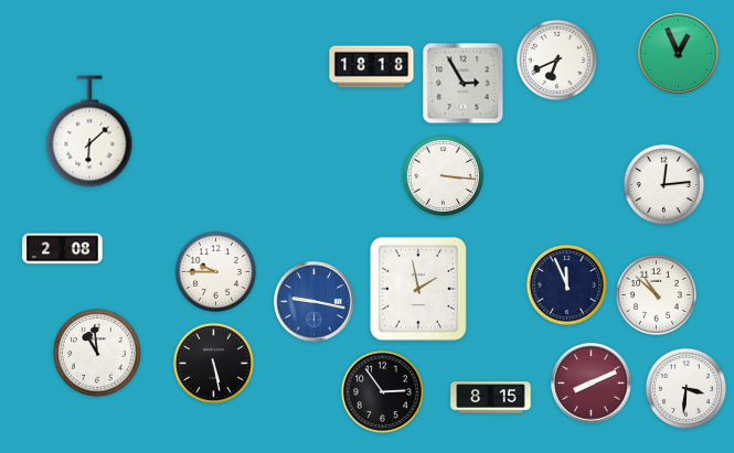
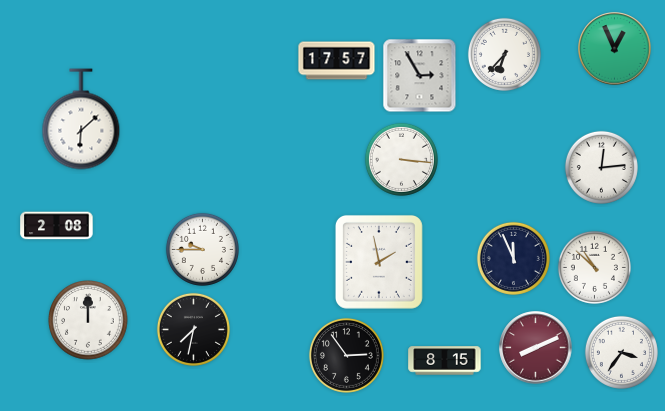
clock at (556, 60): 6:41 -> 6:37
clock at (372, 67): 18:18 -> 17:57
clock at (215, 271) position: (215, 271) -> (202, 249)
clock at (315, 302): 9:17 -> none
clock at (97, 353): 10:59 -> 12:00
clock at (213, 363): 5:28 -> 7:32
clock at (685, 388): 3:31 -> 3:36
